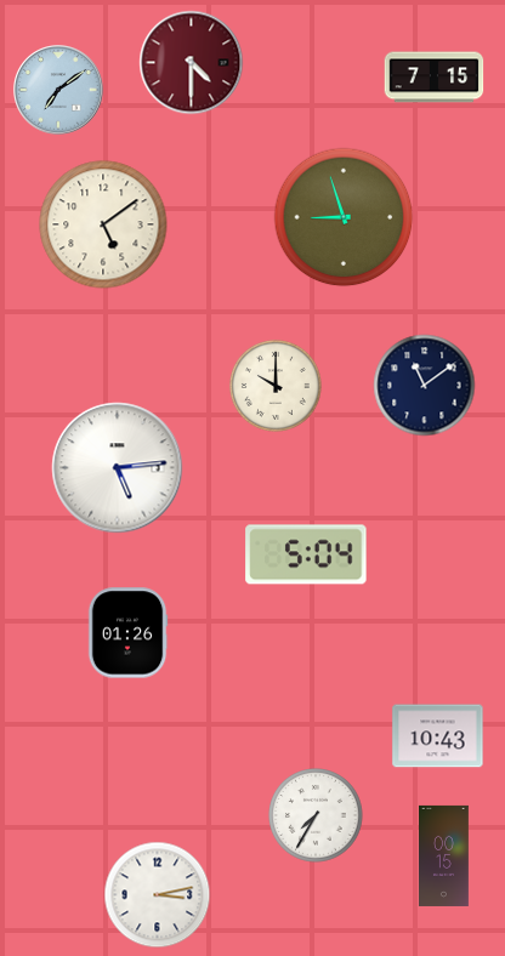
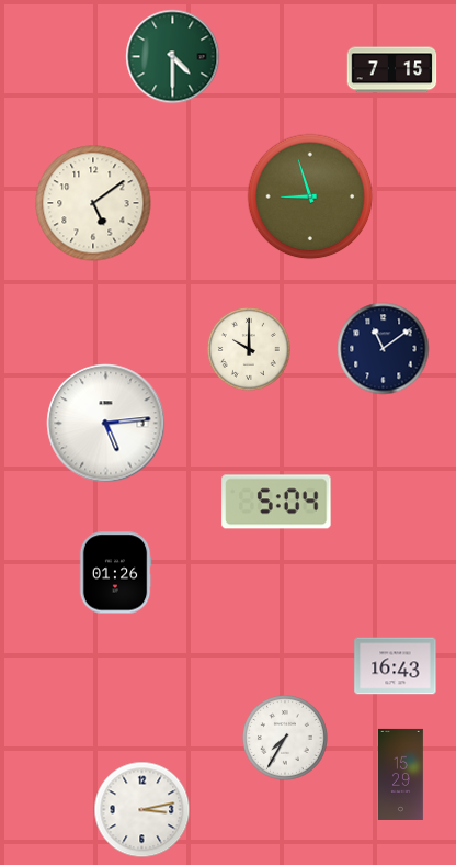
clock at (192, 63) dial: burgundy -> green
clock at (58, 90): 7:09 -> none
clock at (438, 736): 10:43 -> 16:43
clock at (444, 855): 00:15 -> 15:29
